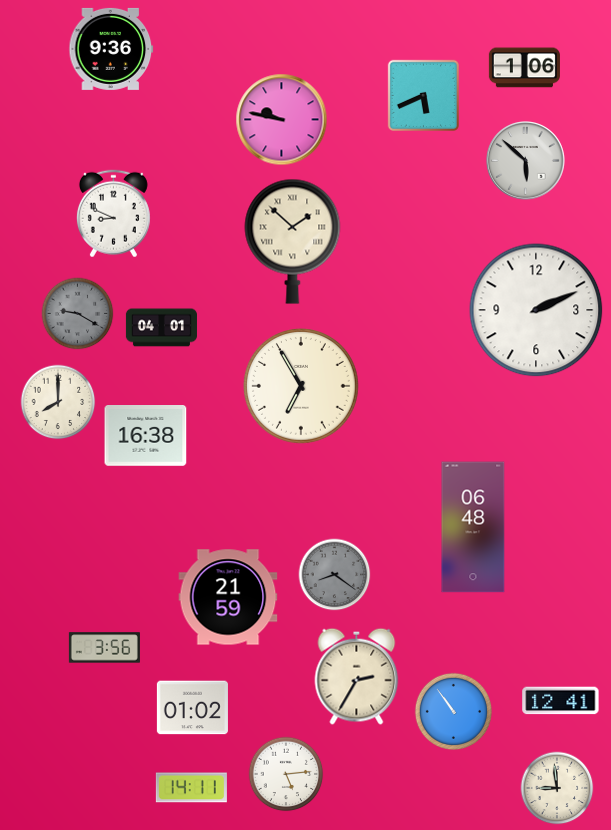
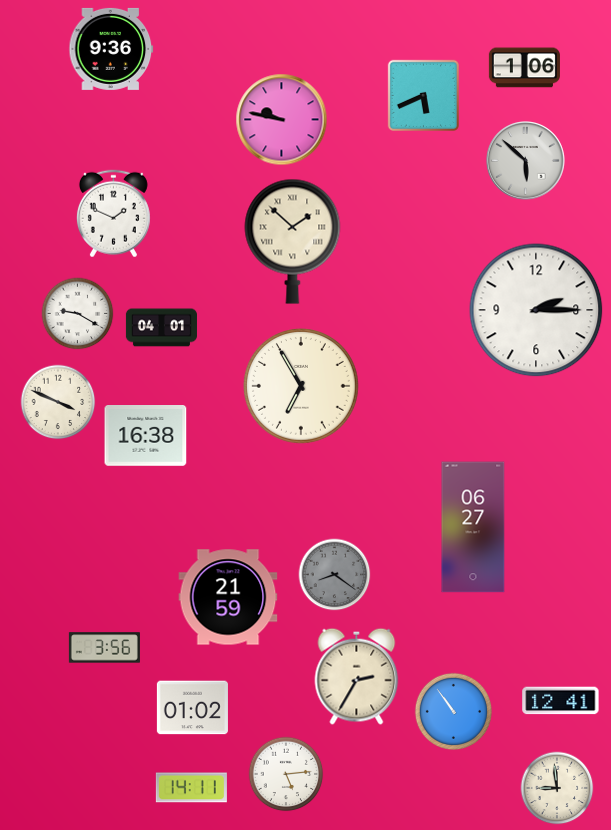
clock at (113, 214): 8:49 -> 1:49
clock at (536, 310): 2:11 -> 2:15
clock at (78, 314) dial: grey -> white
clock at (58, 402): 8:00 -> 3:49
clock at (473, 527): 06:48 -> 06:27
